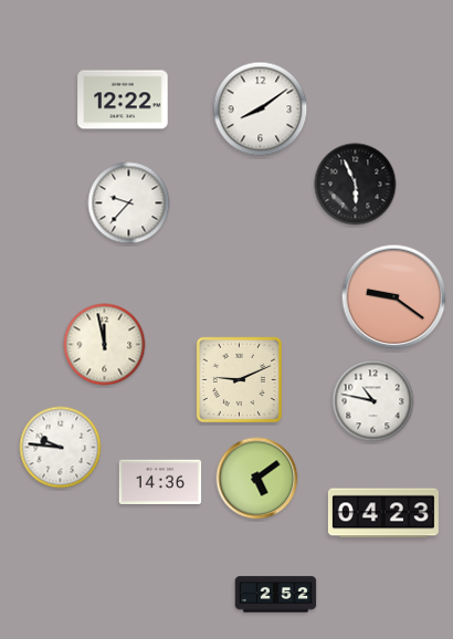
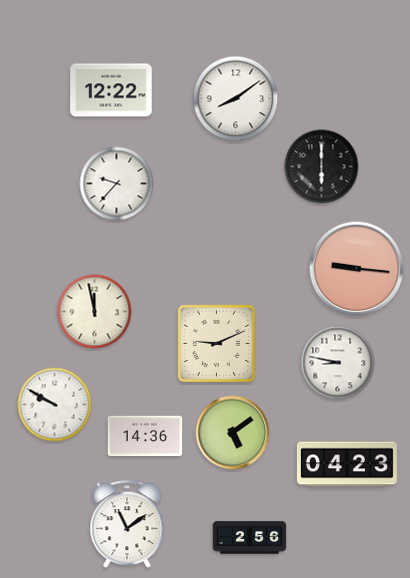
clock at (356, 185): 5:56 -> 6:00
clock at (394, 297): 9:21 -> 9:16
clock at (373, 401): 10:47 -> 8:47
clock at (61, 448): 9:46 -> 9:50
clock at (127, 525): none -> 11:09
clock at (276, 595): 2:52 -> 2:56
